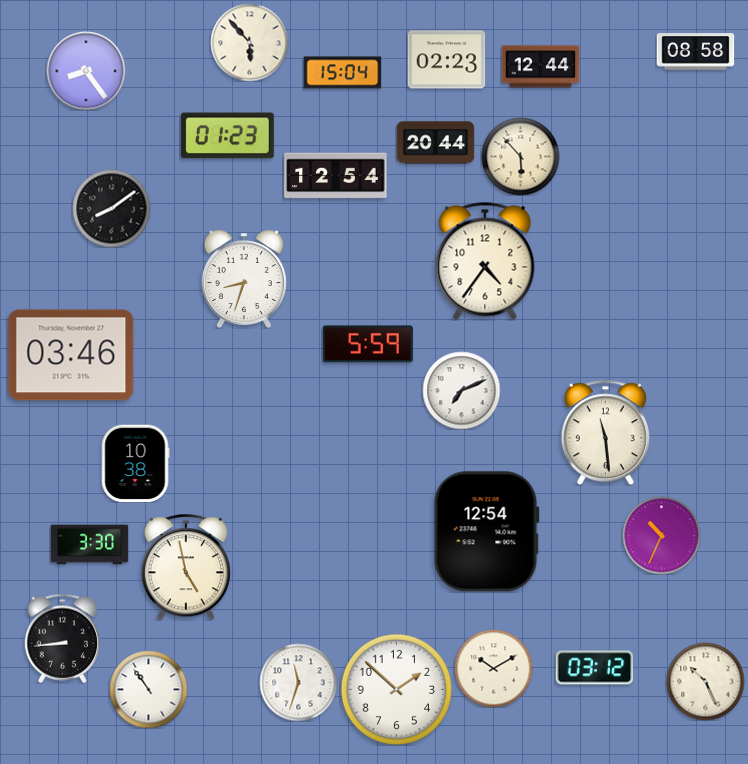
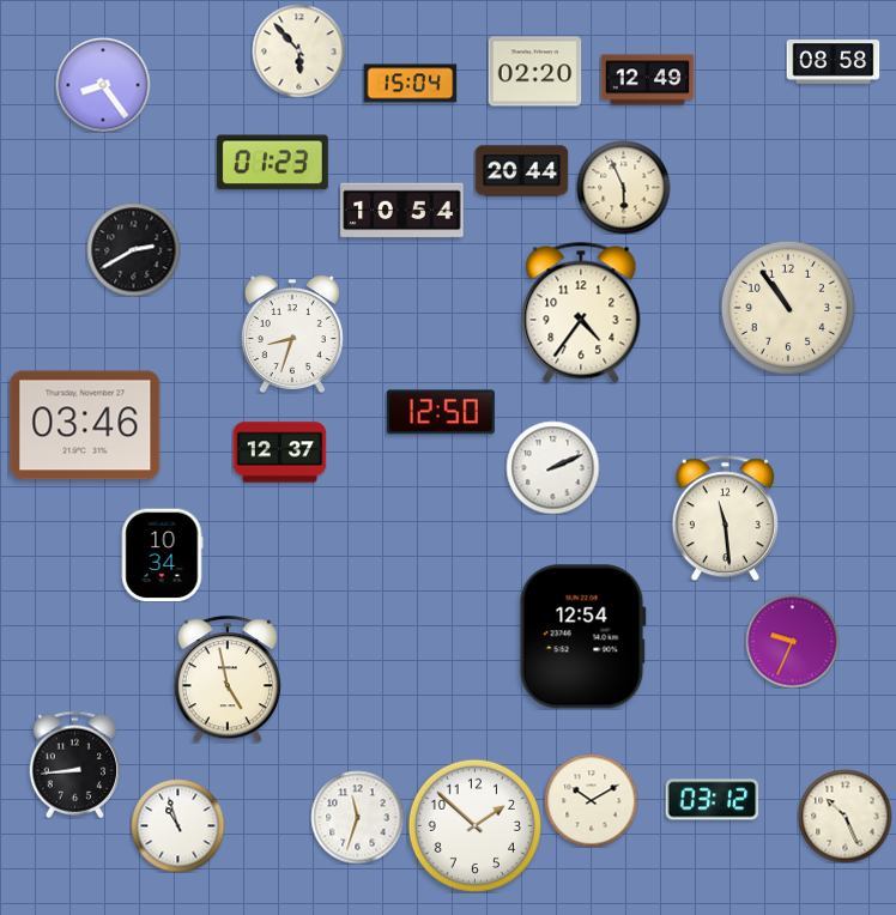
clock at (446, 60): 02:23 -> 02:20
clock at (540, 67): 12:44 -> 12:49
clock at (342, 73) position: (342, 73) -> (410, 84)
clock at (520, 156): 5:53 -> 5:56
clock at (336, 176): 12:54 -> 10:54
clock at (111, 208): 8:09 -> 2:40
clock at (787, 307): none -> 10:54
clock at (368, 344): 5:59 -> 12:50
clock at (279, 453): none -> 12:37
clock at (461, 390): 7:11 -> 2:11
clock at (135, 463): 10:38 -> 10:34
clock at (661, 535): 10:34 -> 9:34
clock at (89, 545): 3:30 -> none
clock at (185, 567) position: (185, 567) -> (226, 679)
clock at (148, 689): 10:54 -> 10:57
